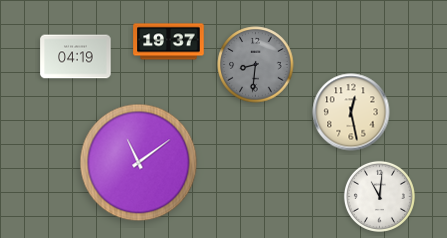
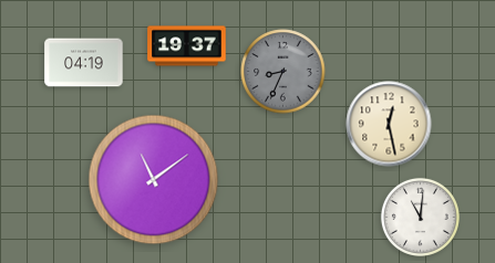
clock at (256, 65): 8:31 -> 8:34
